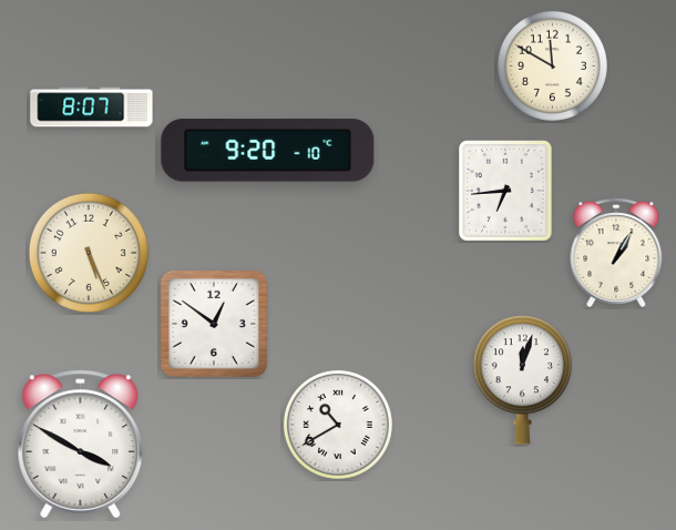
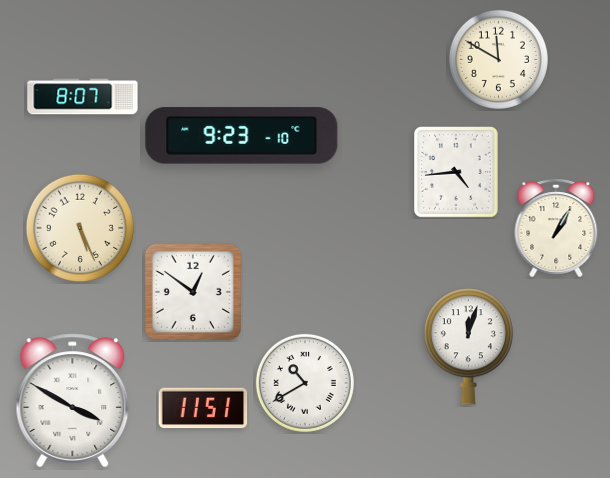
clock at (268, 151): 9:20 -> 9:23
clock at (506, 192): 6:44 -> 4:44
clock at (522, 380) position: (522, 380) -> (468, 347)
clock at (203, 408): none -> 11:51
